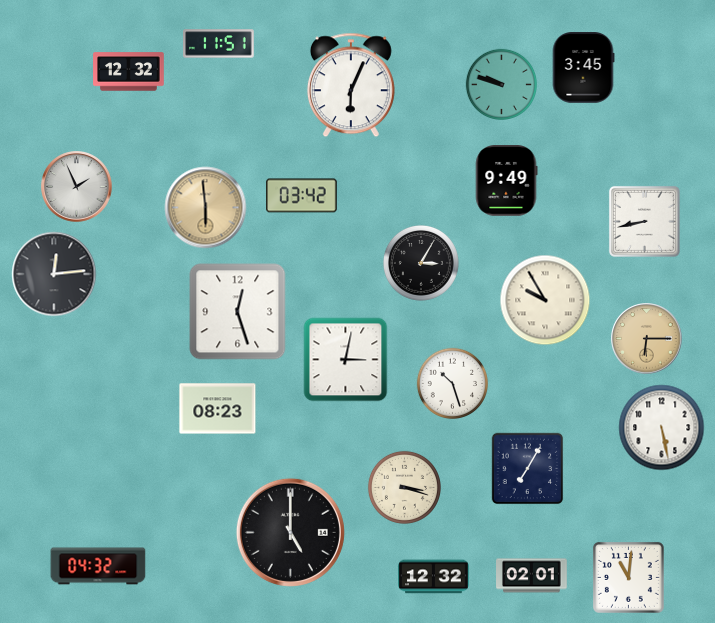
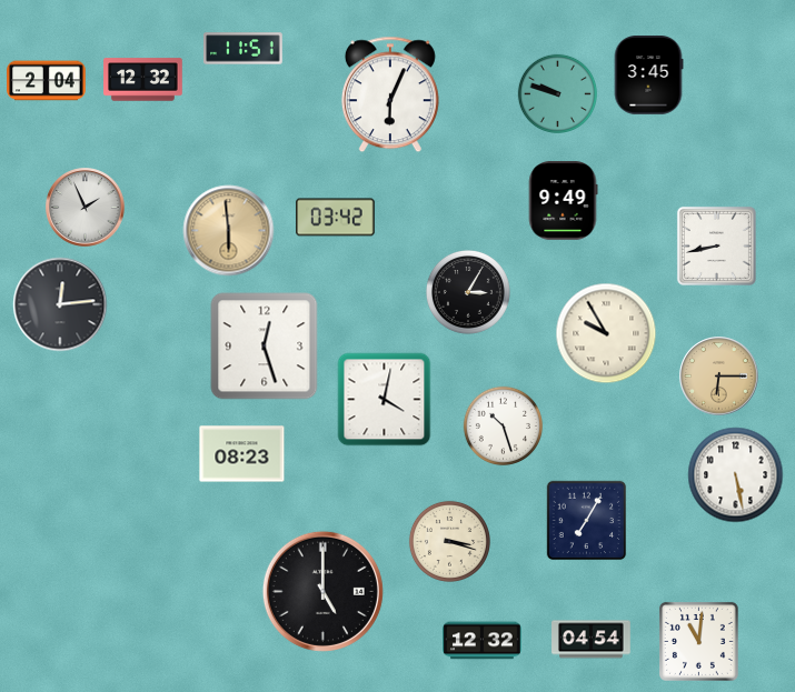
clock at (47, 81): none -> 2:04
clock at (346, 360): 3:02 -> 4:02
clock at (98, 566): 04:32 -> none
clock at (532, 576): 02:01 -> 04:54
